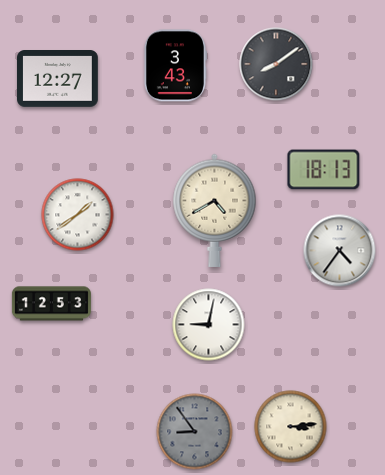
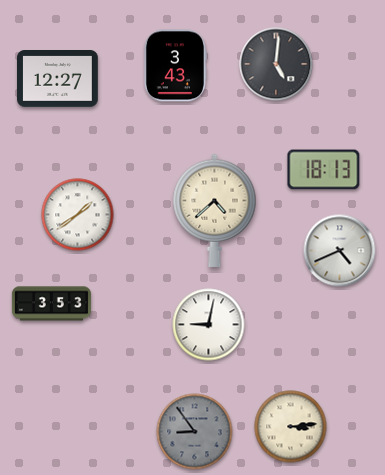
clock at (276, 64): 8:09 -> 5:01
clock at (215, 210): 4:40 -> 4:38
clock at (340, 251): 4:36 -> 4:41
clock at (51, 304): 12:53 -> 3:53
